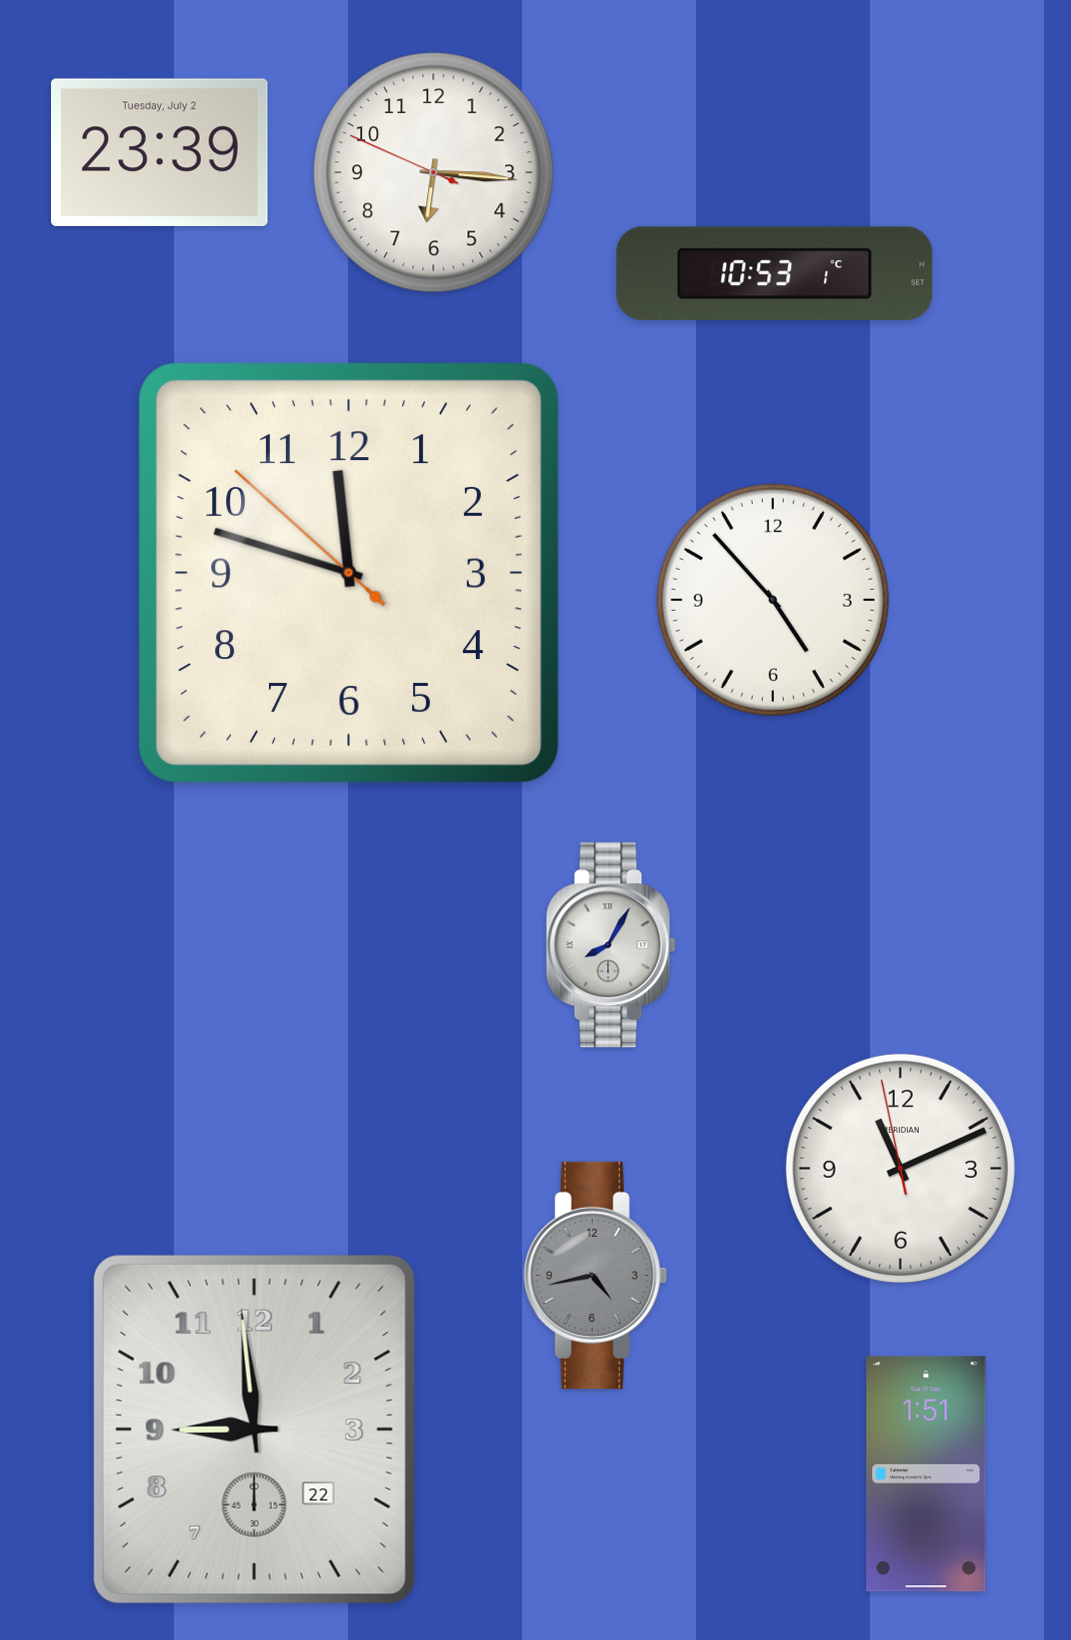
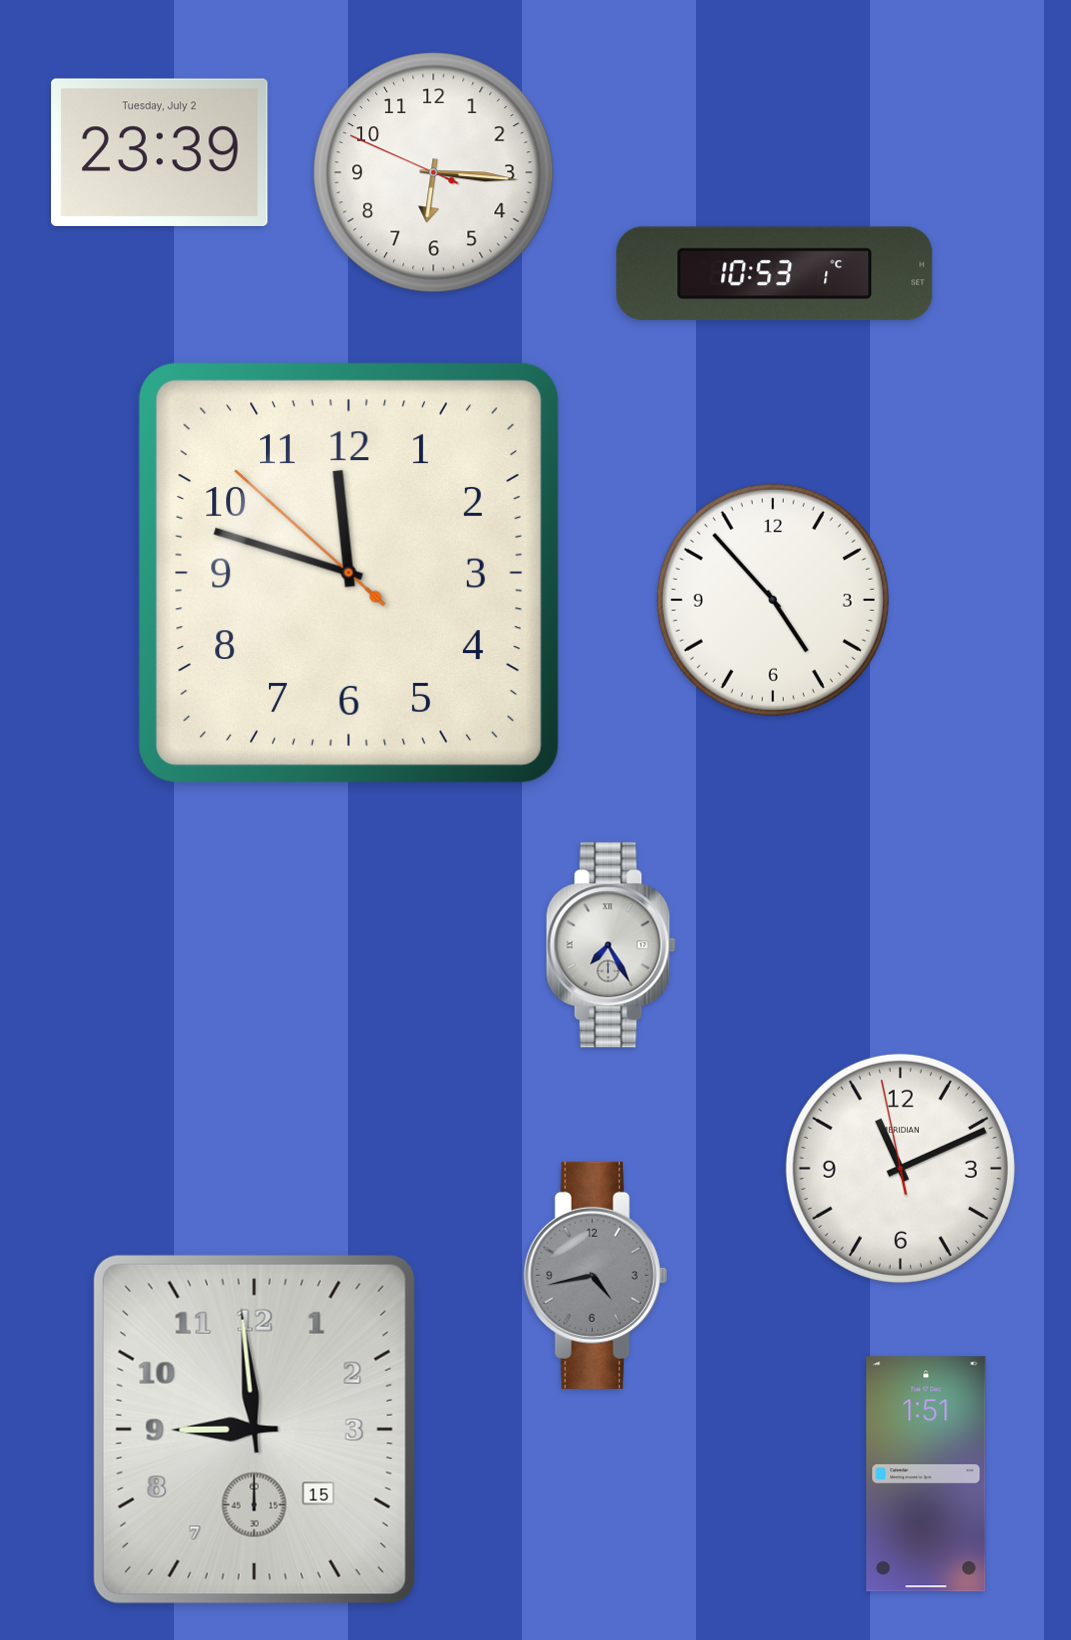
clock at (611, 945): 8:05 -> 7:25
clock at (254, 1429) date: 22 -> 15
